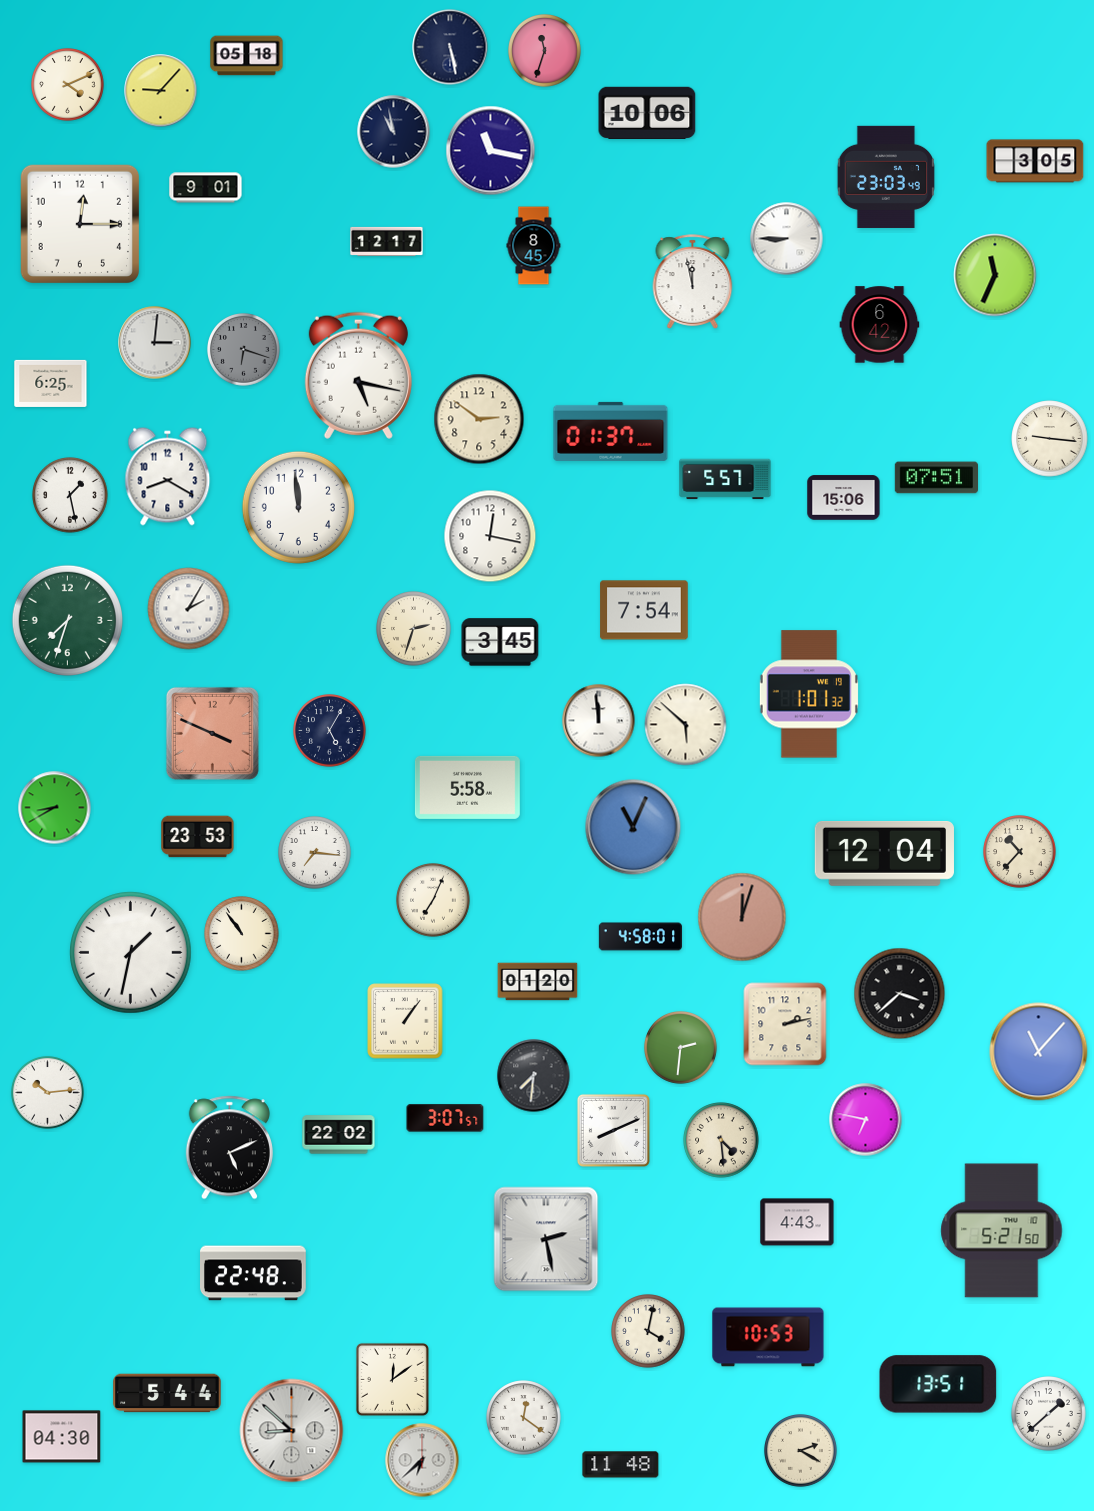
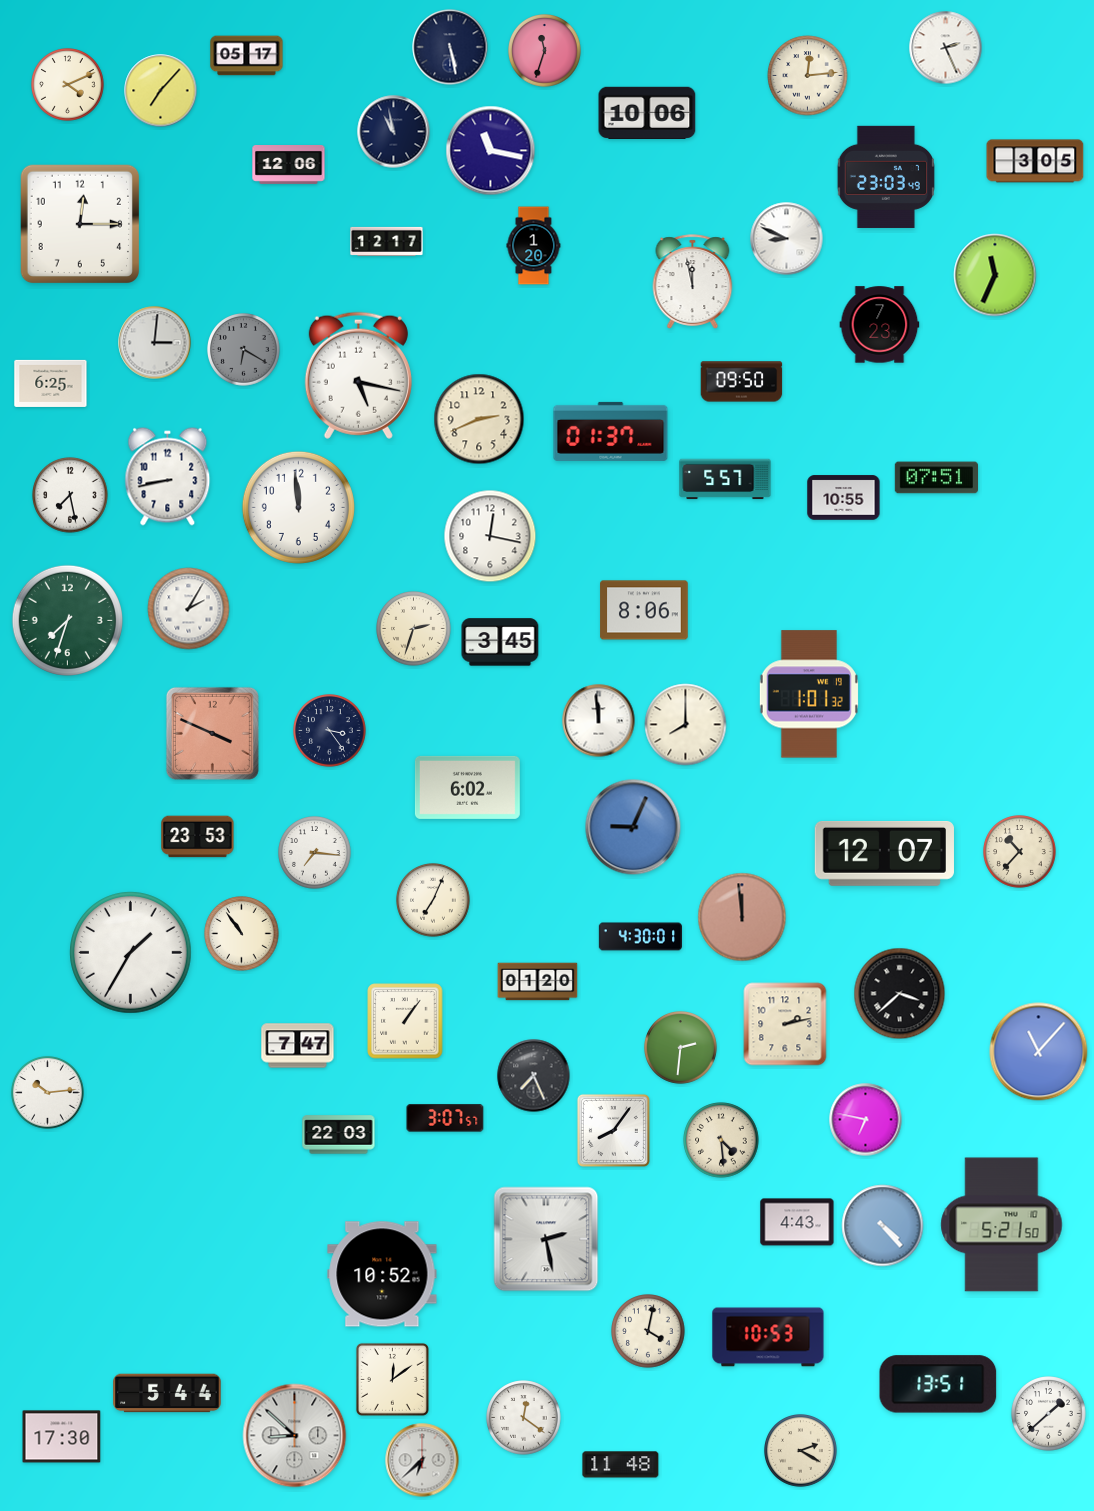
clock at (946, 48): none -> 2:26
clock at (247, 56): 05:18 -> 05:17
clock at (808, 76): none -> 12:14
clock at (161, 91): 9:07 -> 7:07
clock at (289, 165): none -> 12:06
clock at (206, 188): 9:01 -> none
clock at (787, 239): 8:45 -> 8:49
clock at (534, 246): 8:45 -> 1:20
clock at (880, 325): 6:42 -> 7:23
clock at (244, 350): 6:18 -> 6:20
clock at (742, 382): none -> 09:50
clock at (479, 419): 2:51 -> 2:41
clock at (1050, 439): 9:16 -> none
clock at (168, 477): 8:20 -> 8:43
clock at (70, 495): 1:28 -> 7:28
clock at (844, 498): 15:06 -> 10:55
clock at (644, 610): 7:54 -> 8:06
clock at (686, 725): 5:52 -> 8:00
clock at (330, 731): 5:05 -> 3:24
clock at (467, 787): 5:58 -> 6:02
clock at (55, 808): 8:40 -> none
clock at (633, 827): 11:04 -> 9:04
clock at (884, 853): 12:04 -> 12:07
clock at (742, 917): 12:03 -> 11:59
clock at (640, 937): 4:58 -> 4:30
clock at (131, 953): 1:32 -> 1:35
clock at (298, 1046): none -> 7:47
clock at (534, 1076): 7:31 -> 7:26
clock at (613, 1130): 8:11 -> 8:06
clock at (339, 1135): 22:02 -> 22:03
clock at (229, 1148): 5:11 -> none
clock at (883, 1226): none -> 4:23
clock at (1002, 1231) position: (1002, 1231) -> (1002, 1225)
clock at (254, 1273): 22:48 -> none
clock at (382, 1274): none -> 10:52
clock at (292, 1431) position: (292, 1431) -> (295, 1436)
clock at (62, 1437): 04:30 -> 17:30
